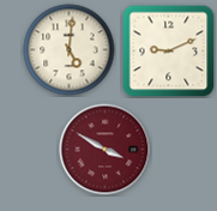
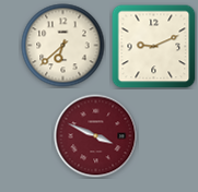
clock at (70, 50): 5:01 -> 6:38
clock at (106, 150): 3:50 -> 3:49
